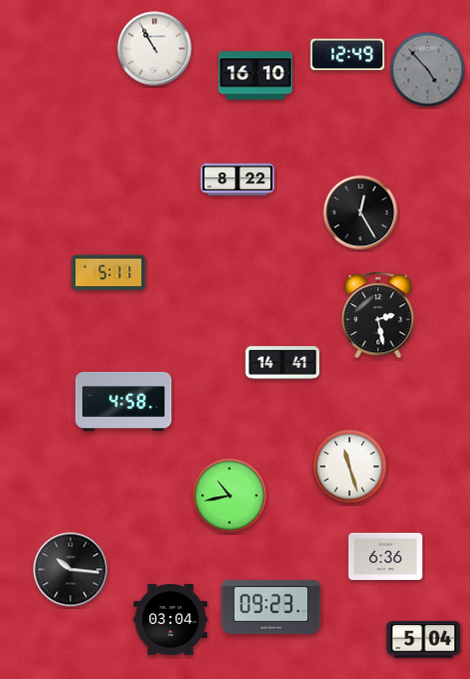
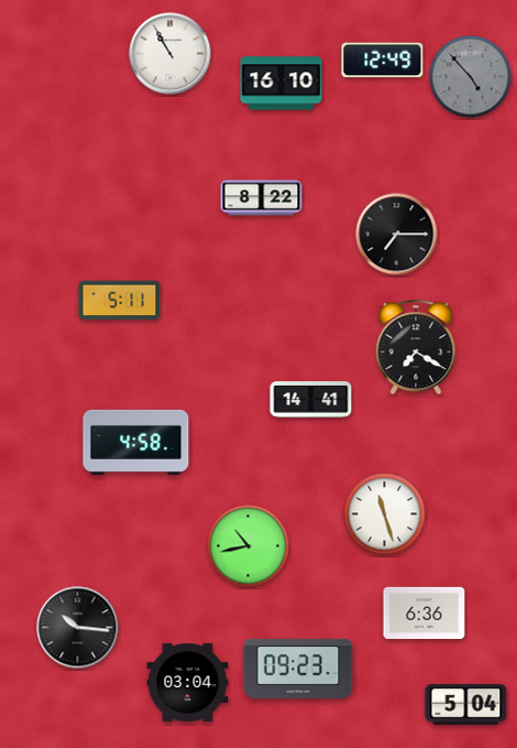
clock at (361, 213): 12:25 -> 7:15
clock at (378, 315): 2:28 -> 7:20
clock at (230, 496) position: (230, 496) -> (249, 546)
